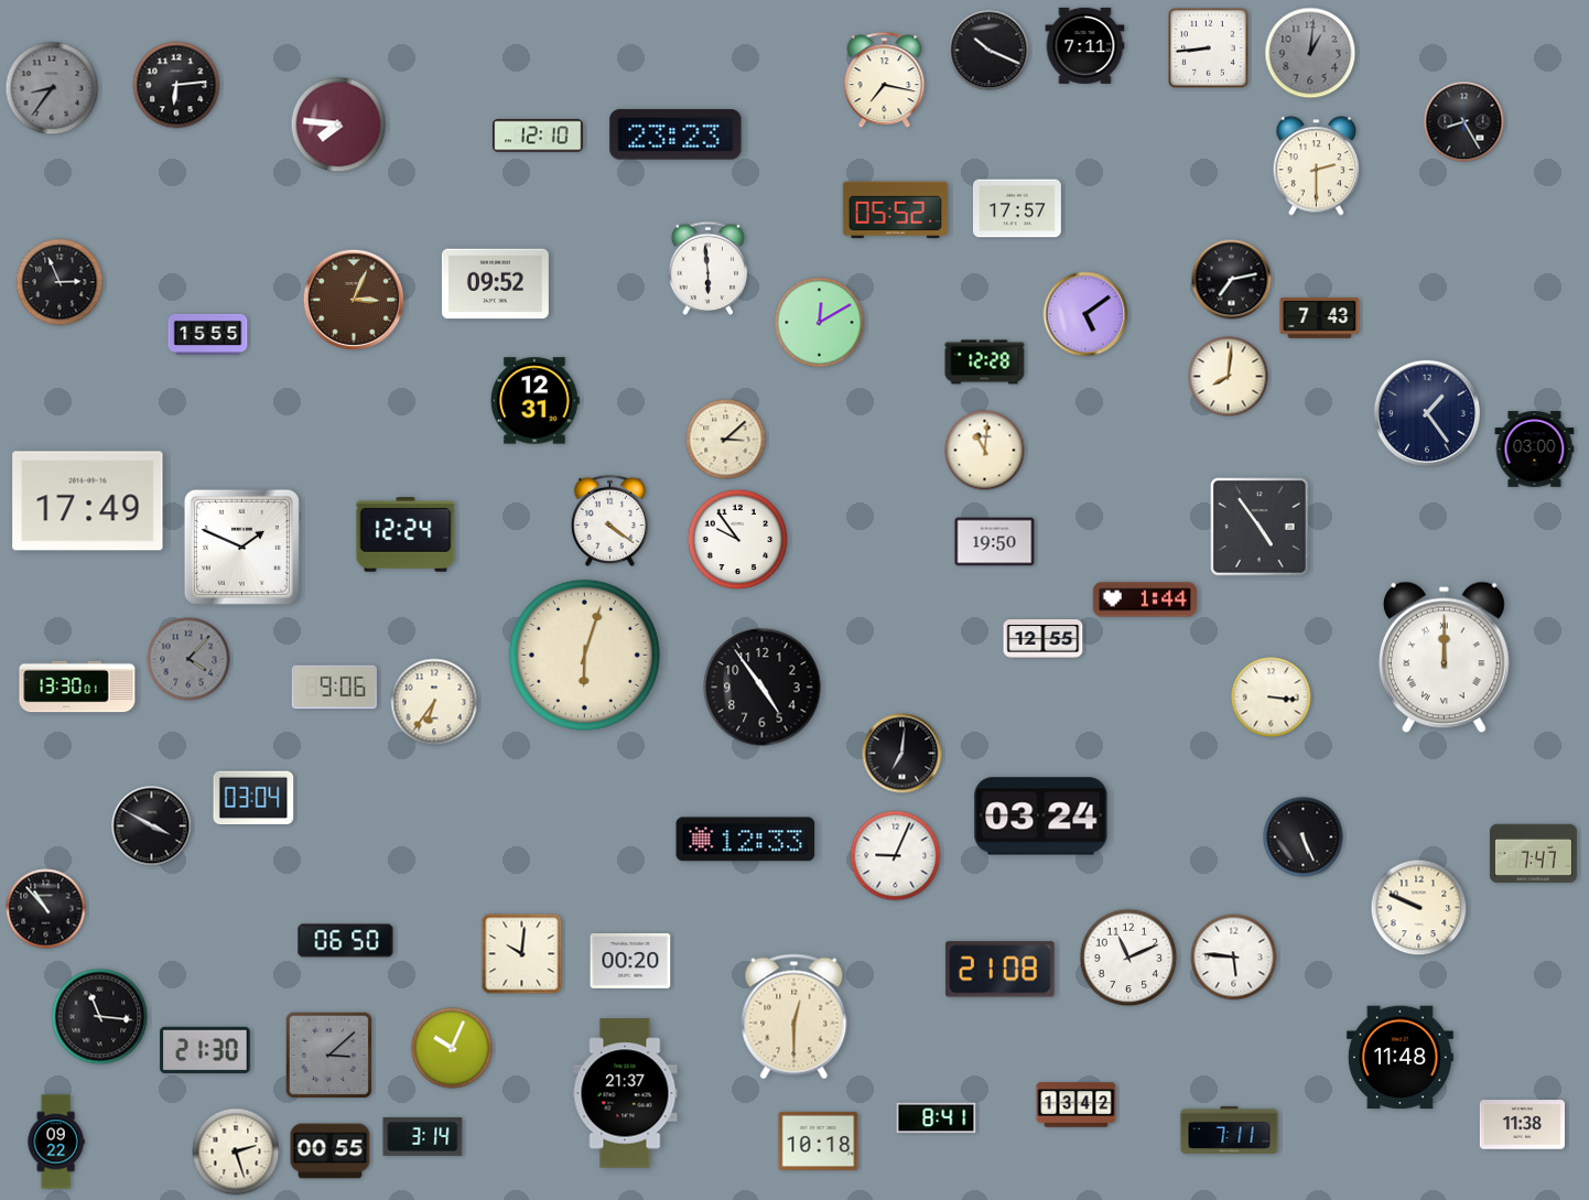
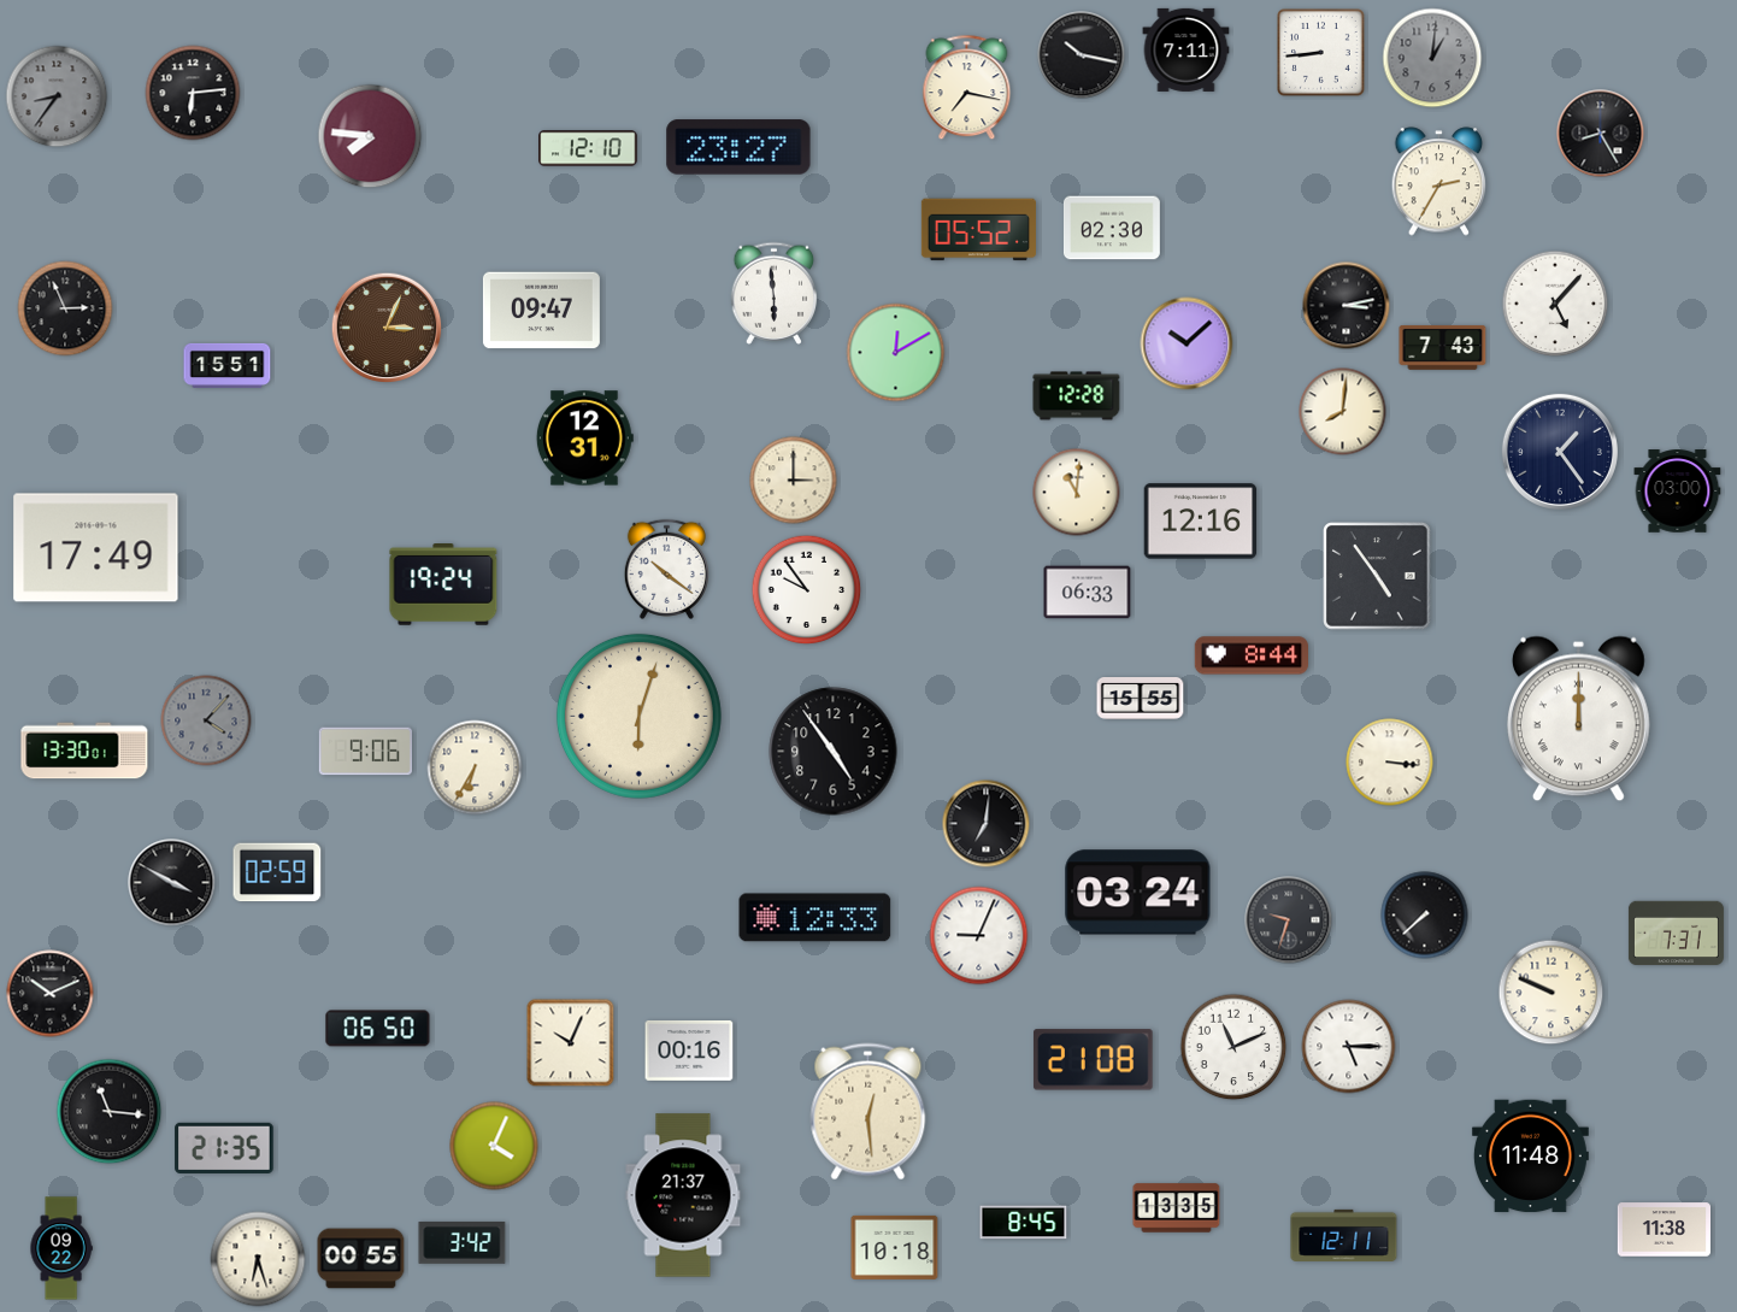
clock at (990, 51): 10:19 -> 10:17
clock at (675, 134): 23:23 -> 23:27
clock at (1317, 166): 2:30 -> 2:35
clock at (1017, 208): 17:57 -> 02:30
clock at (1555, 304): none -> 5:07
clock at (1232, 280): 7:13 -> 3:13
clock at (495, 284): 09:52 -> 09:47
clock at (1085, 314): 5:09 -> 10:08
clock at (208, 334): 15:55 -> 15:51
clock at (726, 440): 3:08 -> 3:00
clock at (1201, 522): none -> 12:16
clock at (609, 520): 4:21 -> 10:21
clock at (406, 536): 12:24 -> 19:24
clock at (995, 542): 19:50 -> 06:33
clock at (241, 547): 1:49 -> none
clock at (1145, 599): 1:44 -> 8:44
clock at (1044, 639): 12:55 -> 15:55
clock at (434, 702): 6:36 -> 6:35
clock at (253, 798): 03:04 -> 02:59
clock at (152, 826) position: (152, 826) -> (172, 883)
clock at (1304, 837): 5:26 -> 7:38
clock at (1289, 920): none -> 9:33
clock at (1533, 854): 7:47 -> 7:31
clock at (46, 909): 10:53 -> 10:11
clock at (522, 954): 10:01 -> 10:04
clock at (1234, 958): 5:46 -> 5:15
clock at (630, 961): 00:20 -> 00:16
clock at (794, 1017): 12:30 -> 12:29
clock at (452, 1048): 10:04 -> 4:04
clock at (205, 1050): 21:30 -> 21:35
clock at (329, 1056): 3:08 -> none
clock at (1077, 1105): 13:42 -> 13:35
clock at (937, 1118): 8:41 -> 8:45
clock at (1230, 1129): 7:11 -> 12:11
clock at (423, 1136): 3:14 -> 3:42
clock at (236, 1152): 2:27 -> 6:27
